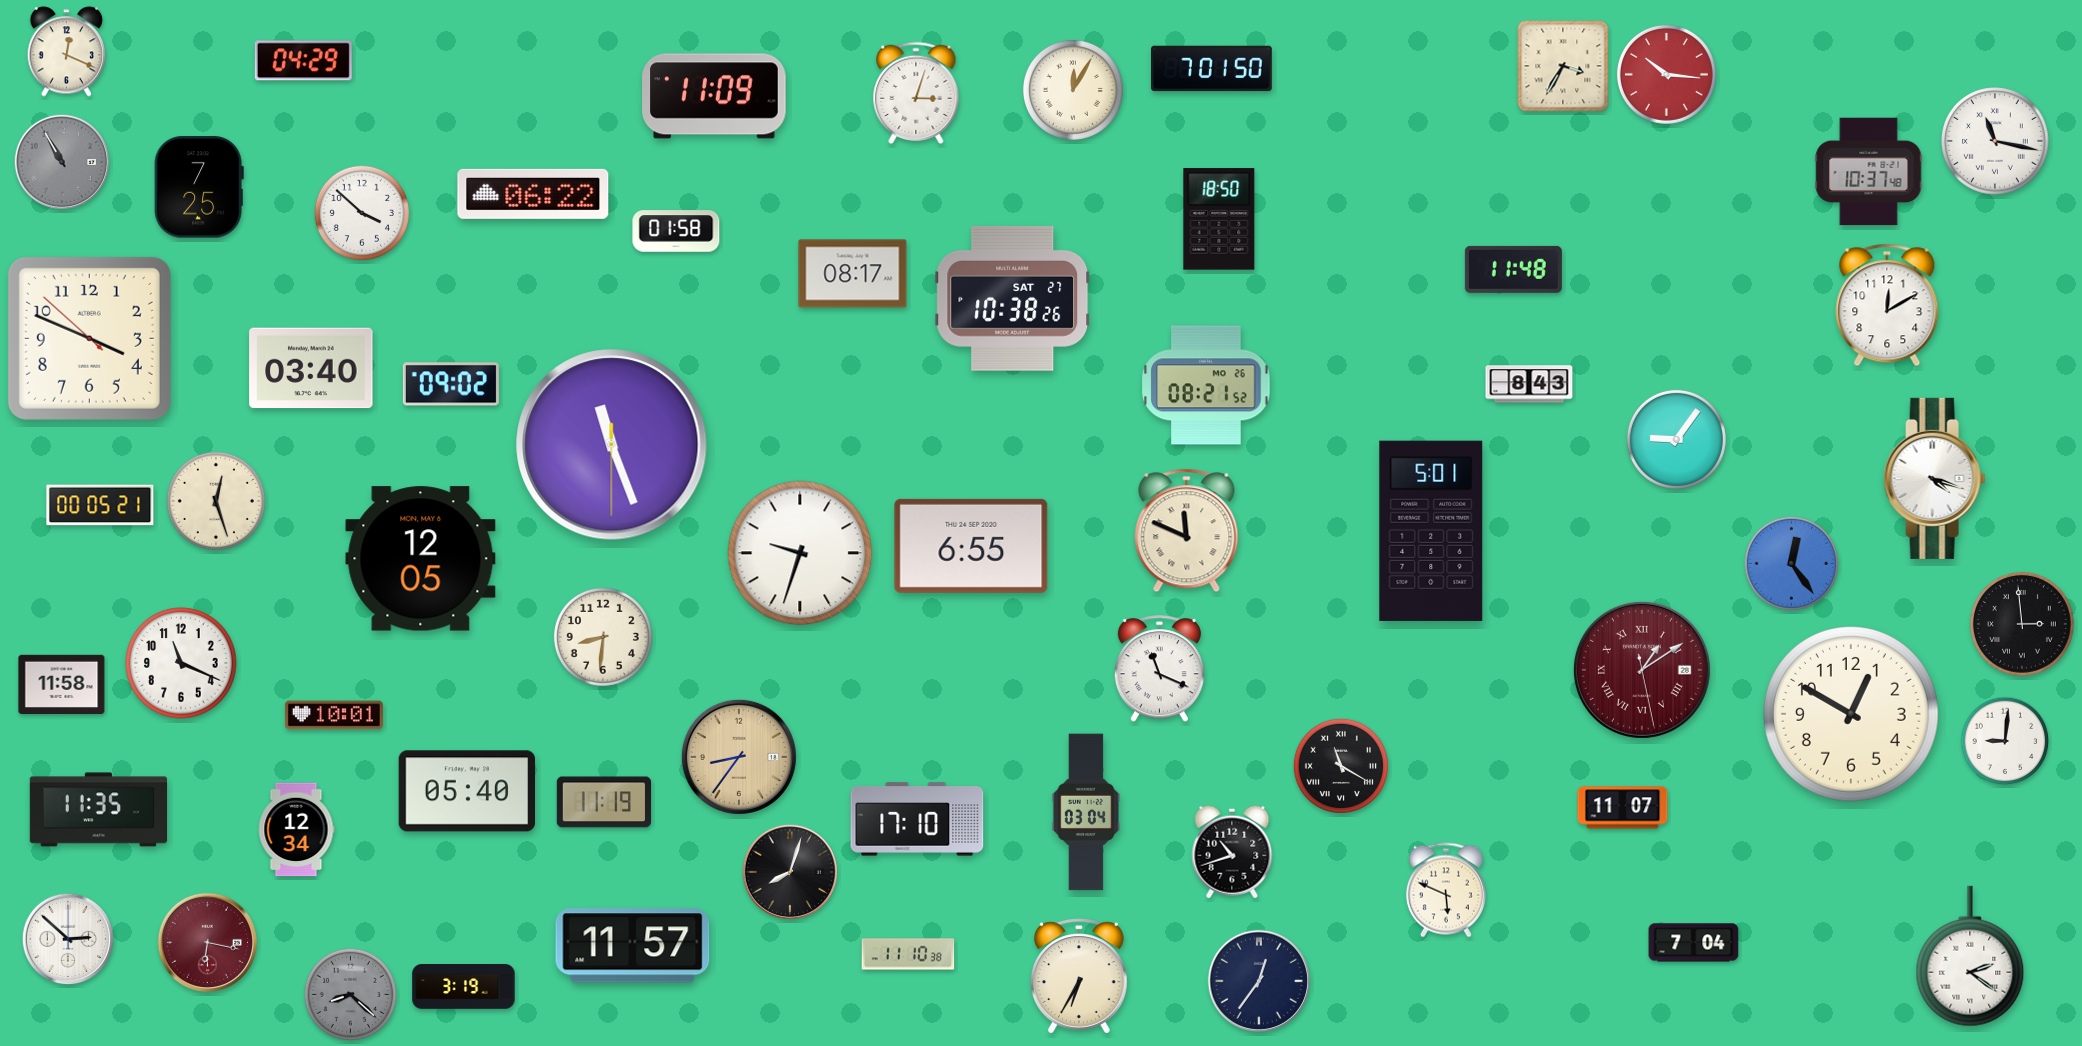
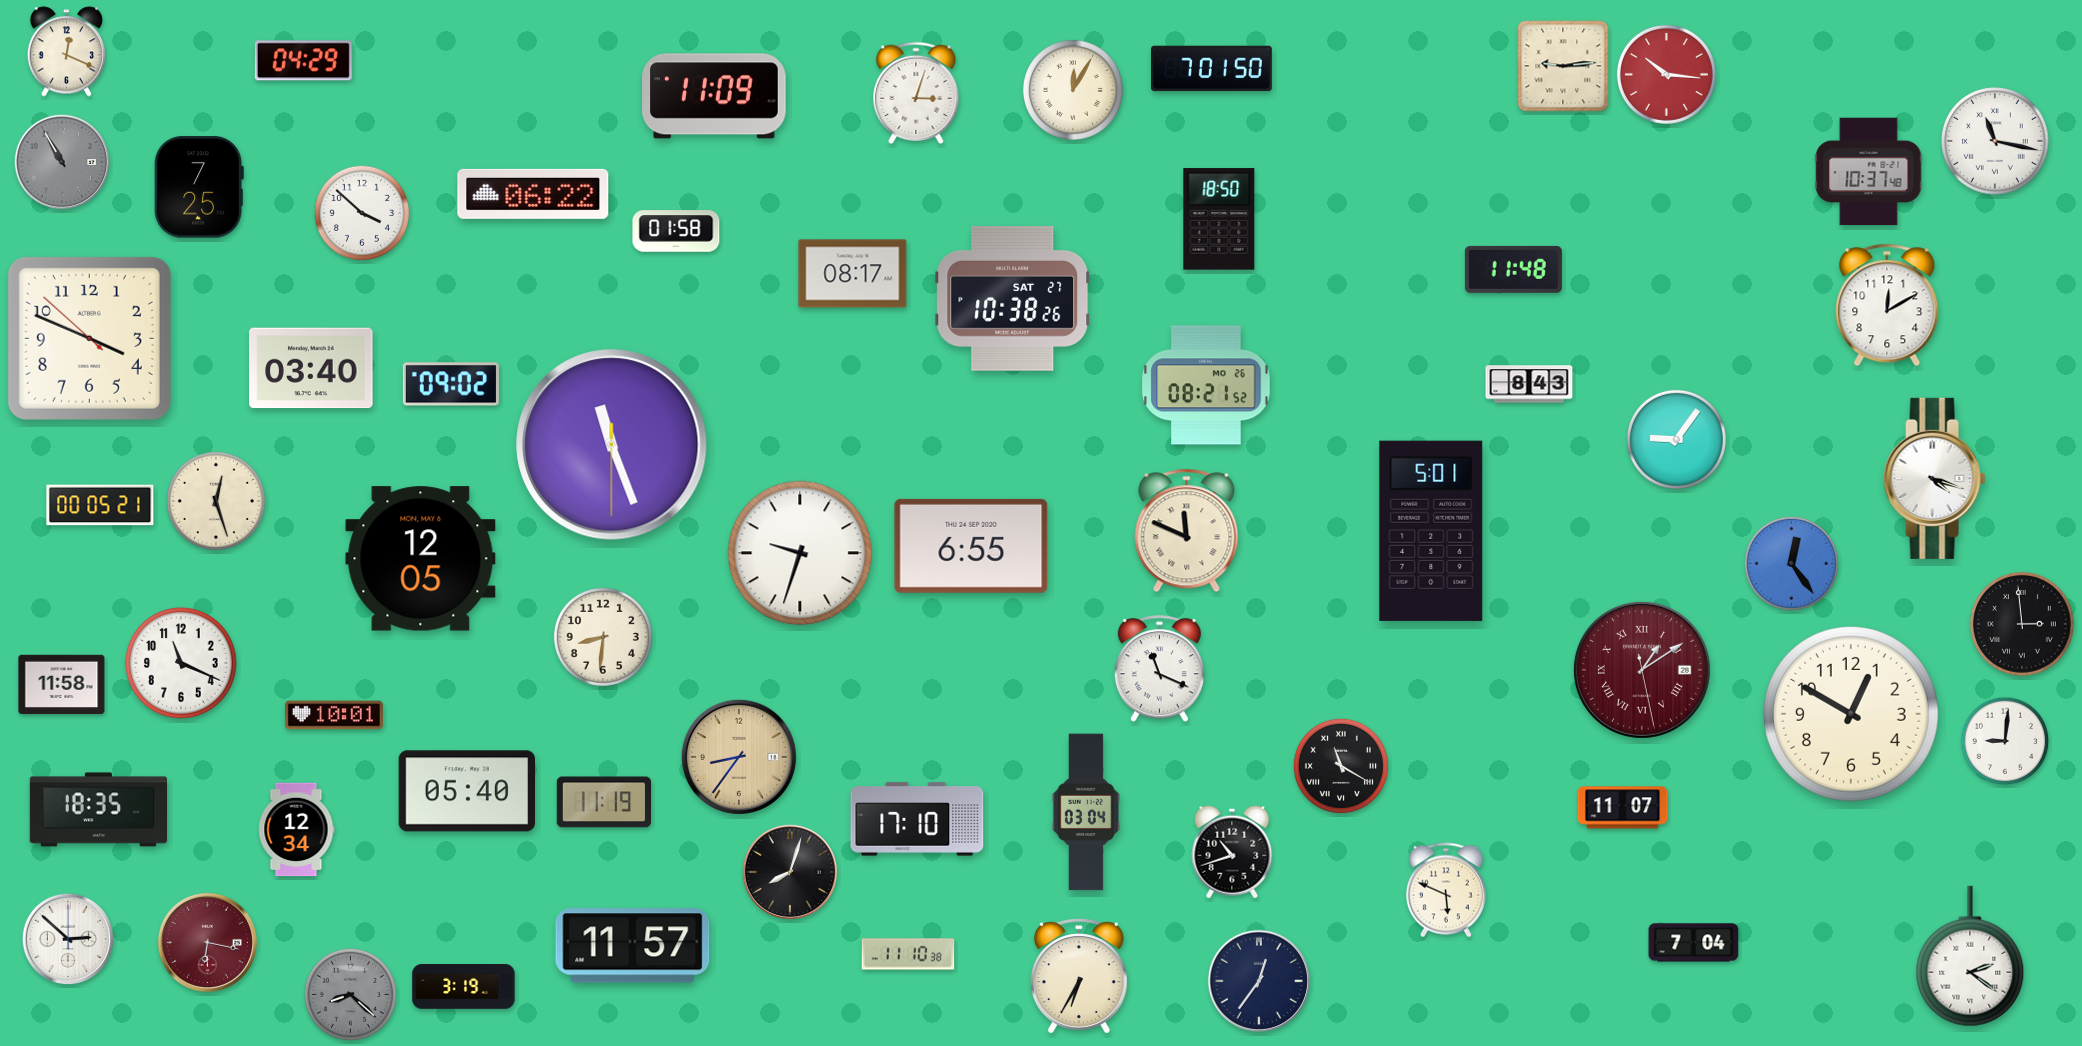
clock at (1563, 66): 3:35 -> 9:14
clock at (99, 810): 11:35 -> 18:35
